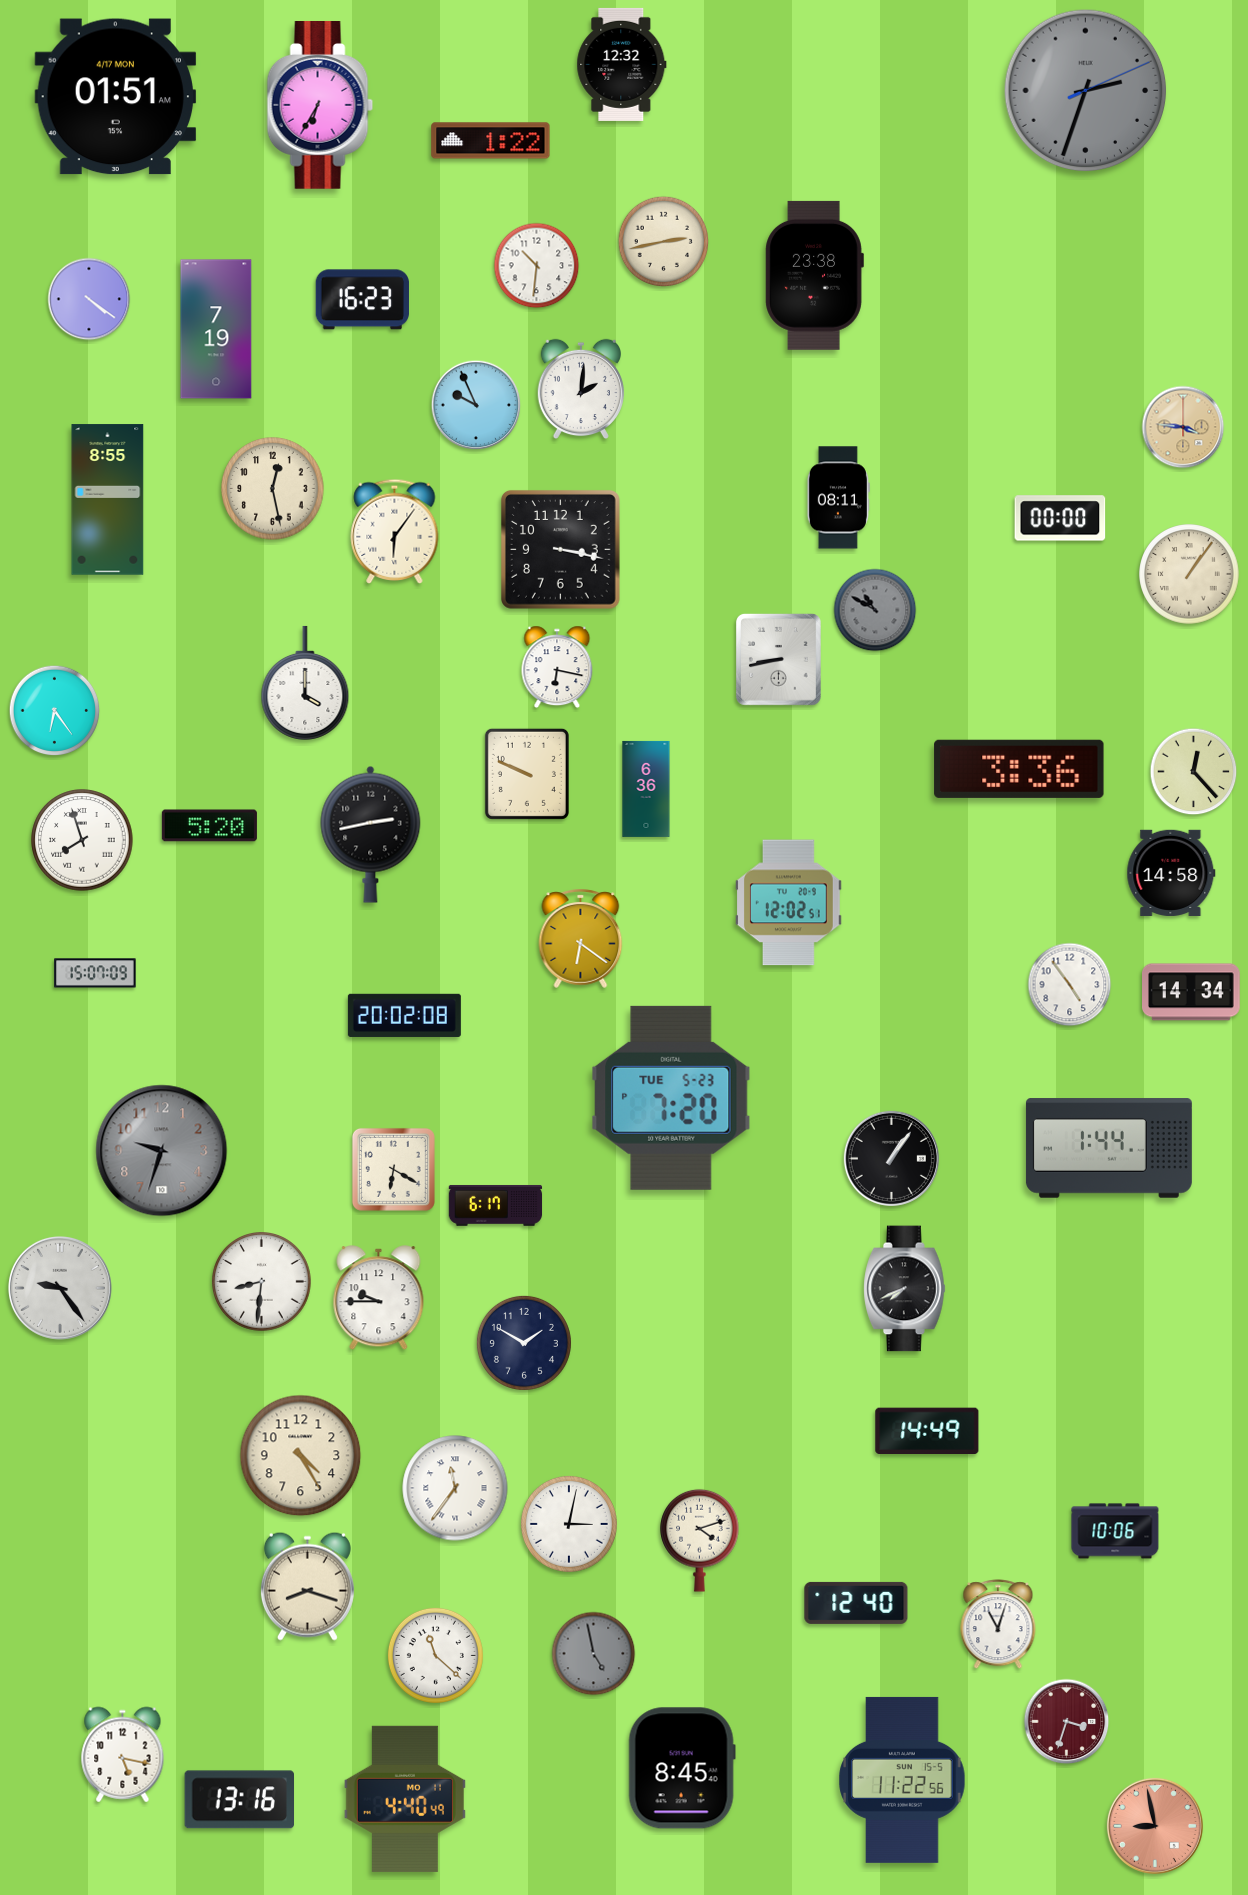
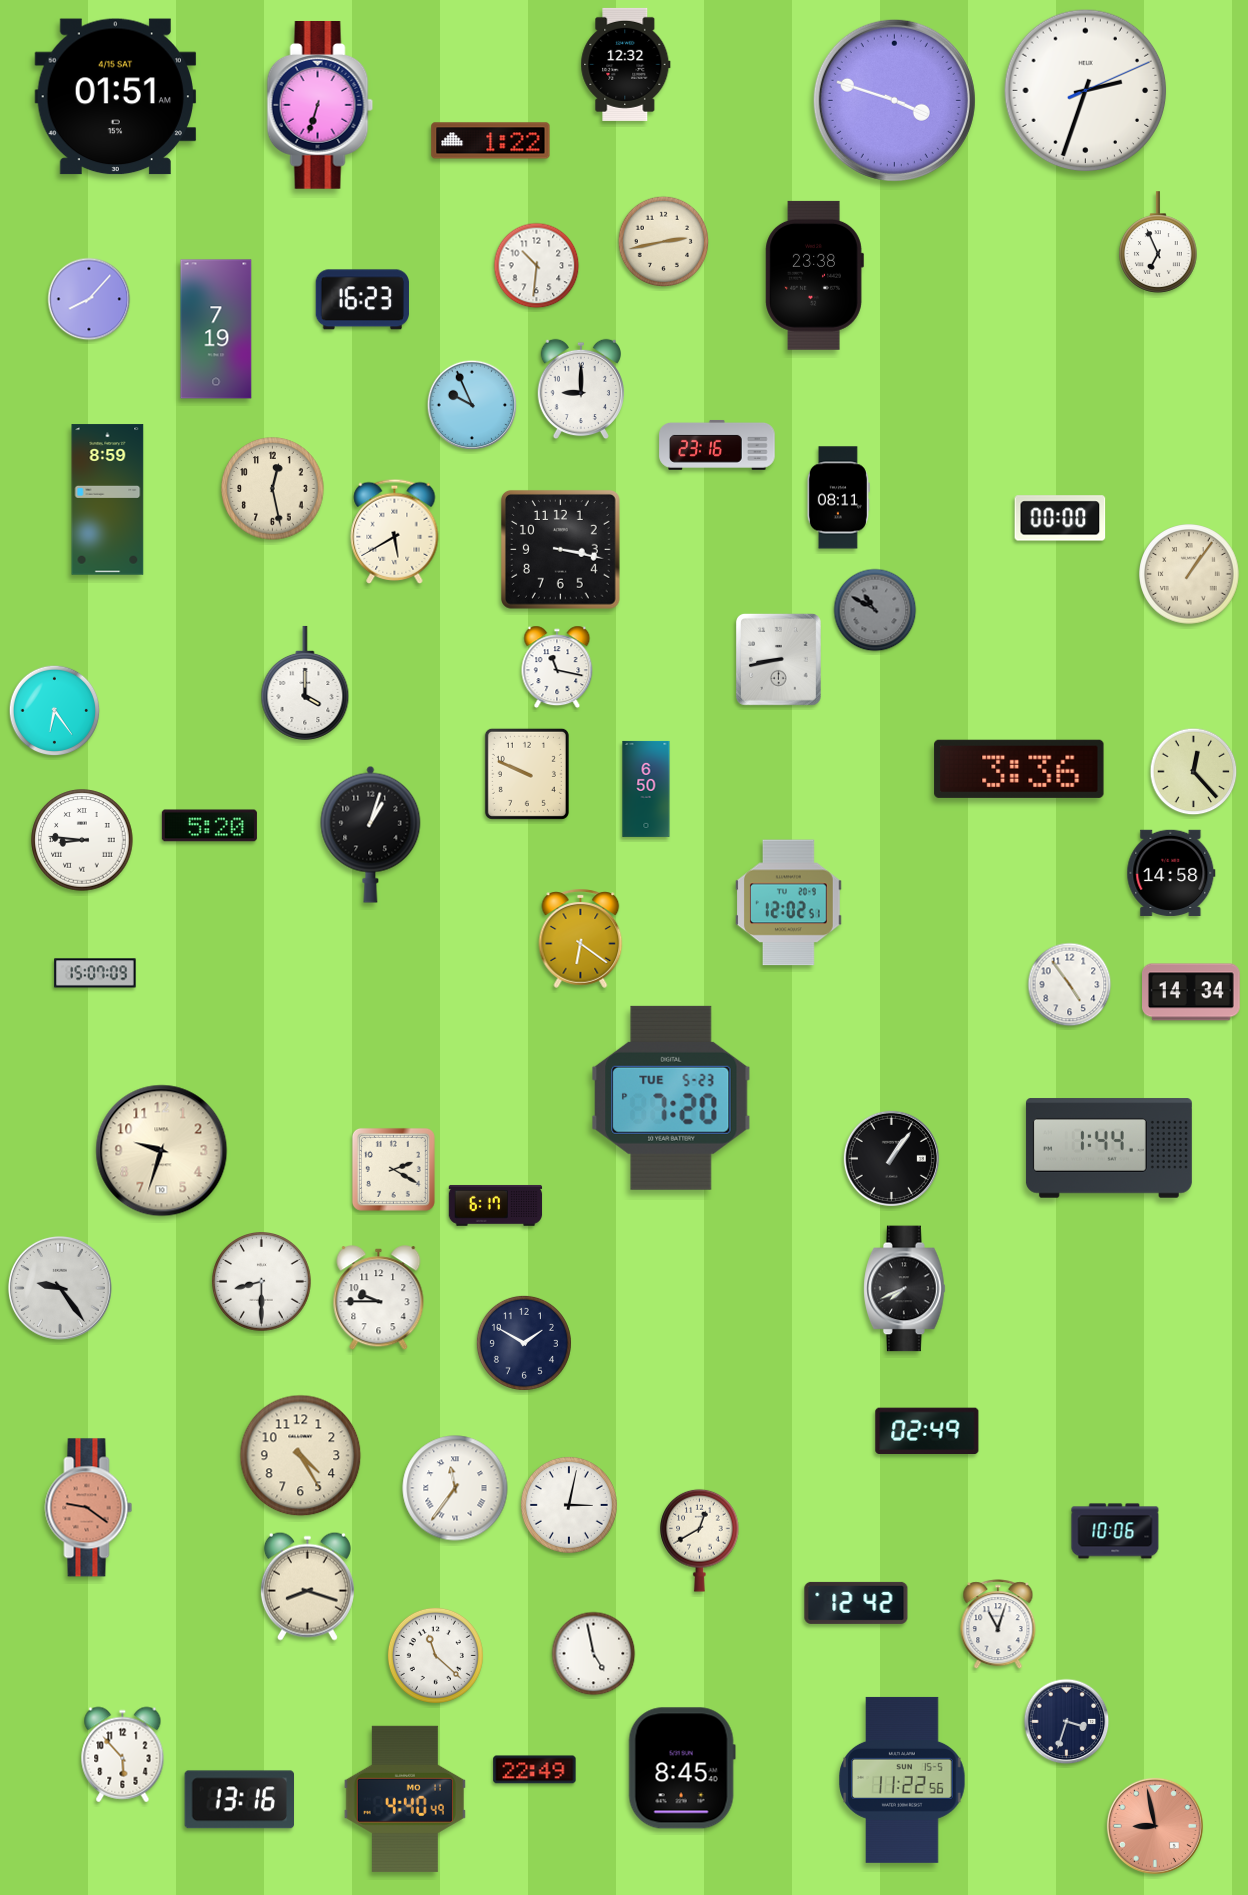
clock at (622, 64) position: (622, 64) -> (626, 64)
clock at (1086, 91) dial: grey -> white
clock at (116, 97) date: 4/17 MON -> 4/15 SAT
clock at (894, 100): none -> 3:48
clock at (320, 106): 6:35 -> 6:33
clock at (1158, 242): none -> 6:56
clock at (89, 299): 4:21 -> 8:07
clock at (581, 389): 2:01 -> 9:00
clock at (476, 405) position: (476, 405) -> (472, 405)
clock at (1183, 427): 3:46 -> none
clock at (717, 445): none -> 23:16
clock at (108, 500): 8:55 -> 8:59
clock at (395, 531): 6:06 -> 5:40
clock at (557, 667): 6:17 -> 11:17
clock at (646, 789): 6:36 -> 6:50
clock at (371, 834): 2:43 -> 1:03
clock at (82, 840): 7:57 -> 8:46
clock at (404, 1015): 20:02 -> none
clock at (162, 1151) dial: grey -> cream
clock at (393, 1169): 6:20 -> 2:20
clock at (262, 1282): 8:31 -> 8:30
clock at (927, 1431): 14:49 -> 02:49
clock at (89, 1508): none -> 9:21
clock at (569, 1524) position: (569, 1524) -> (569, 1505)
clock at (700, 1540): 4:12 -> 12:40
clock at (856, 1603): 12:40 -> 12:42
clock at (594, 1654) dial: grey -> white
clock at (1067, 1722) dial: burgundy -> navy
clock at (123, 1755): 5:17 -> 5:53
clock at (535, 1770): none -> 22:49
